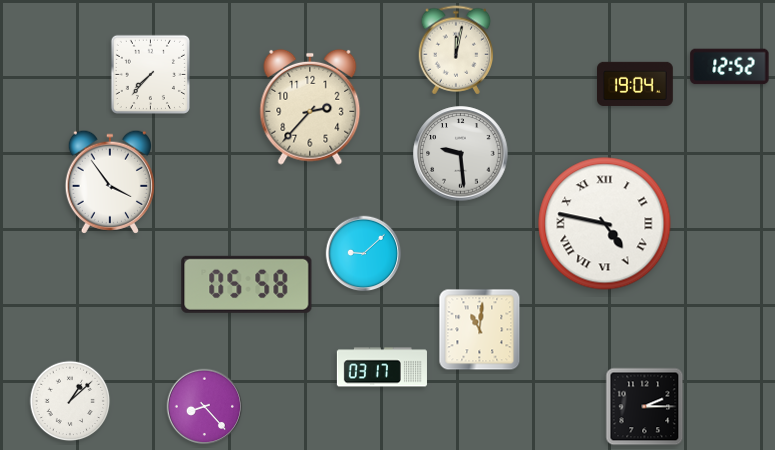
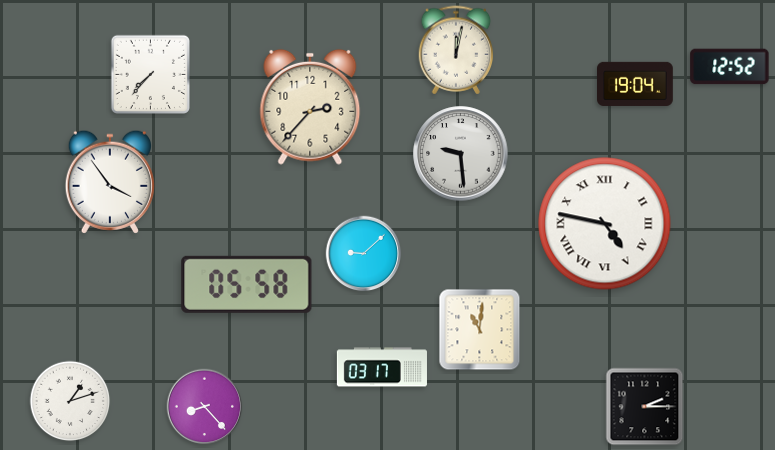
clock at (70, 401): 1:08 -> 1:12
